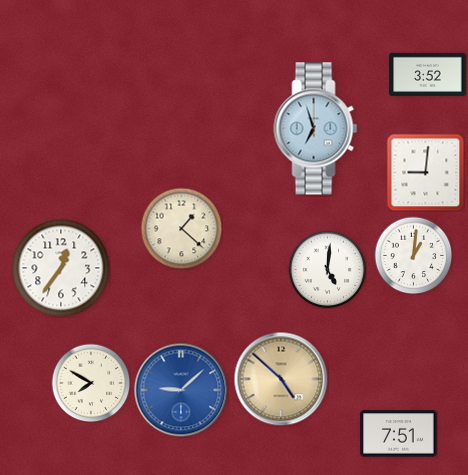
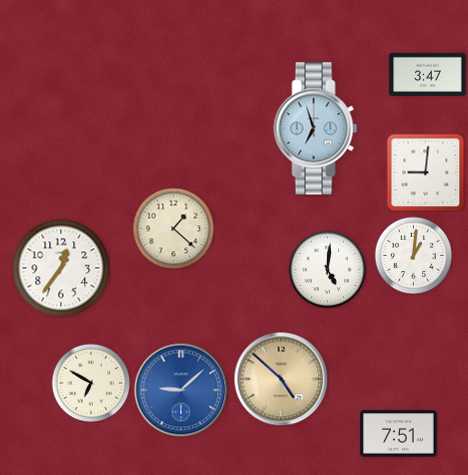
clock at (428, 74): 3:52 -> 3:47
clock at (181, 228) position: (181, 228) -> (173, 228)
clock at (91, 383): 7:50 -> 6:50
